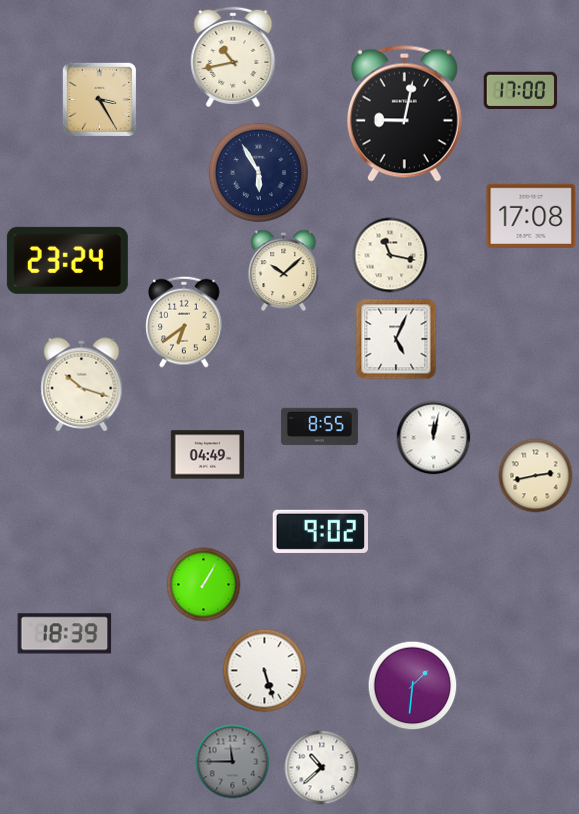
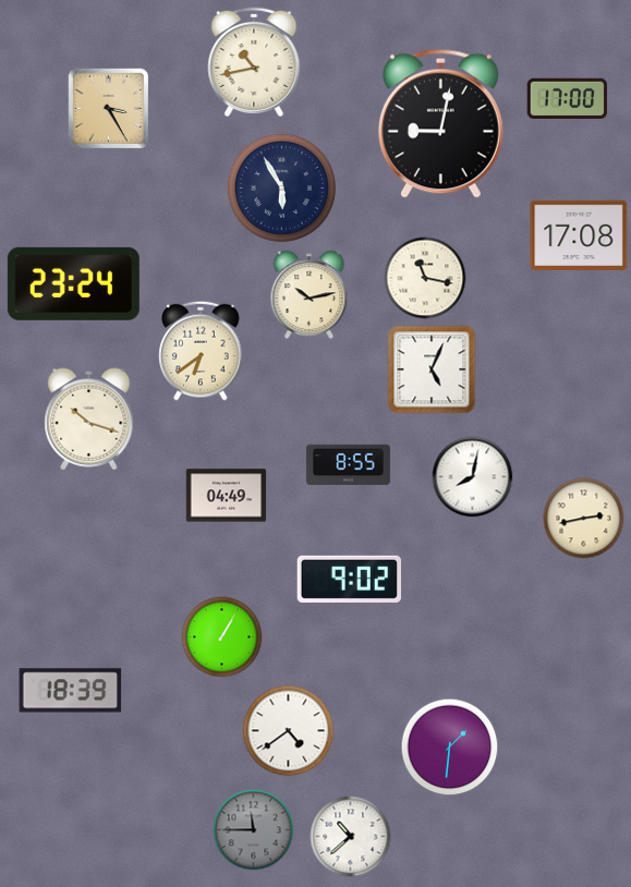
clock at (284, 271): 10:08 -> 10:13
clock at (434, 438): 12:02 -> 8:02
clock at (265, 671): 5:27 -> 4:39
